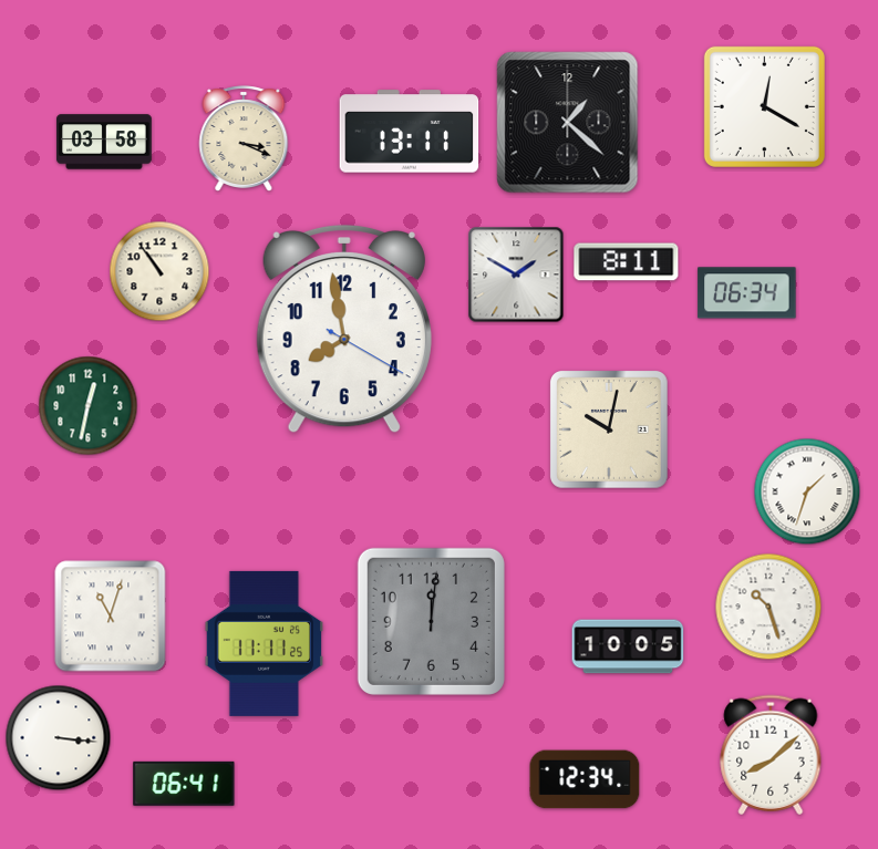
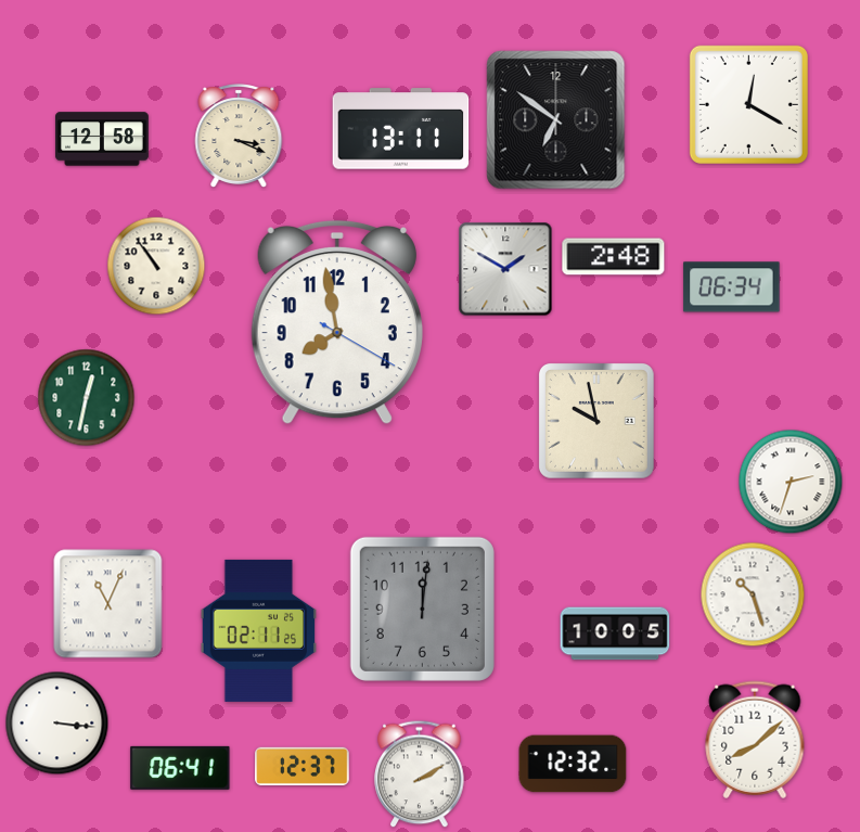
clock at (568, 123): 1:22 -> 6:51
clock at (104, 142): 03:58 -> 12:58
clock at (627, 262): 8:11 -> 2:48
clock at (610, 431): 10:02 -> 9:58
clock at (807, 491): 1:33 -> 2:33
clock at (111, 617): 11:03 -> 11:04
clock at (264, 643): 11:11 -> 02:11
clock at (585, 779): 12:34 -> 12:32
clock at (303, 766): none -> 12:37
clock at (420, 775): none -> 2:10
